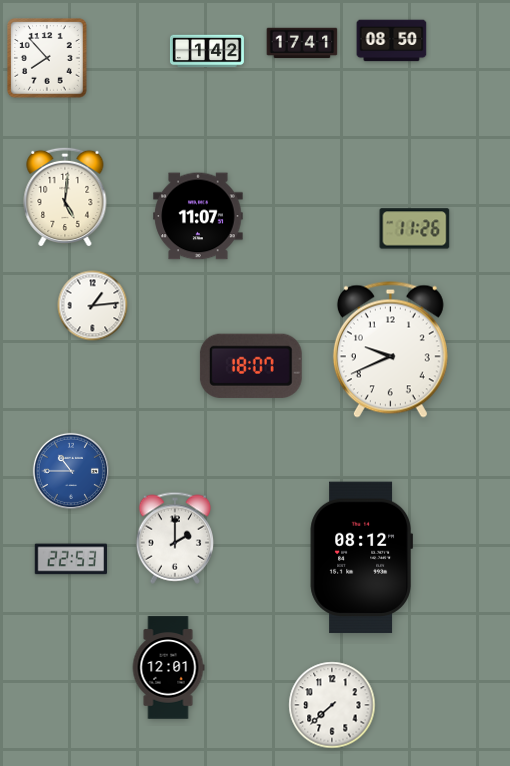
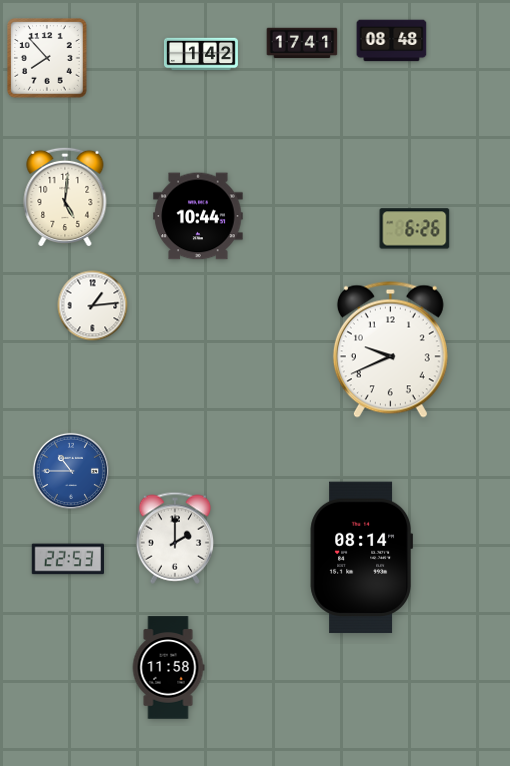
clock at (392, 41): 08:50 -> 08:48
clock at (207, 51) position: (207, 51) -> (201, 54)
clock at (198, 216): 11:07 -> 10:44
clock at (415, 229): 11:26 -> 6:26
clock at (251, 366): 18:07 -> none
clock at (361, 558): 08:12 -> 08:14
clock at (70, 559) position: (70, 559) -> (67, 559)
clock at (168, 668): 12:01 -> 11:58
clock at (332, 705): 7:38 -> none
